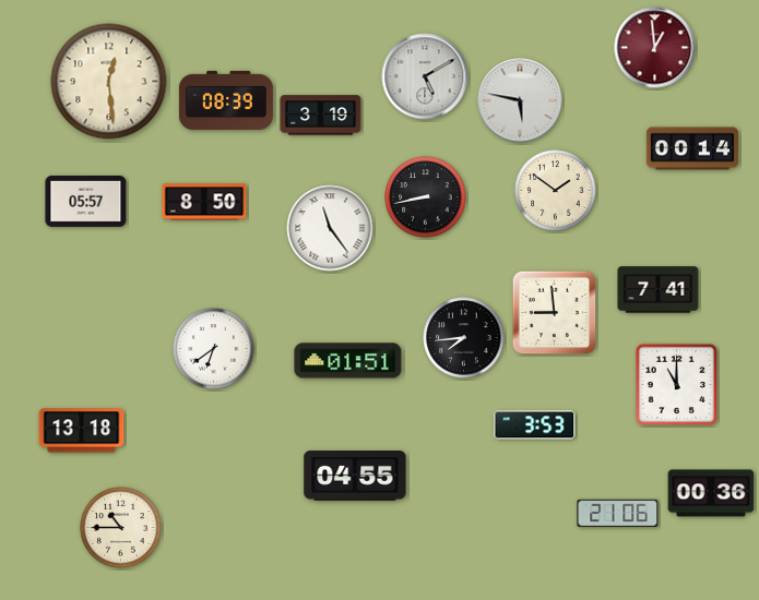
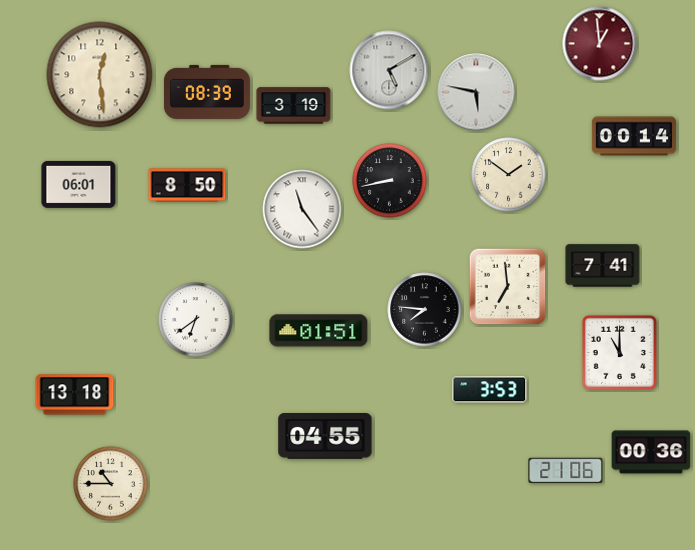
clock at (86, 201): 05:57 -> 06:01
clock at (555, 313): 8:59 -> 6:59
clock at (464, 338): 7:44 -> 7:46
